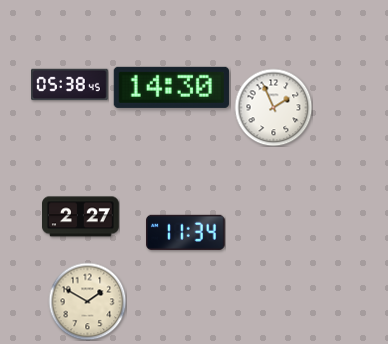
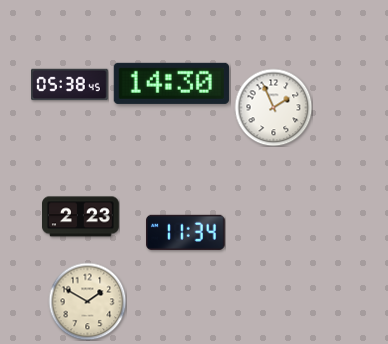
clock at (171, 87) position: (171, 87) -> (171, 83)
clock at (81, 217): 2:27 -> 2:23
